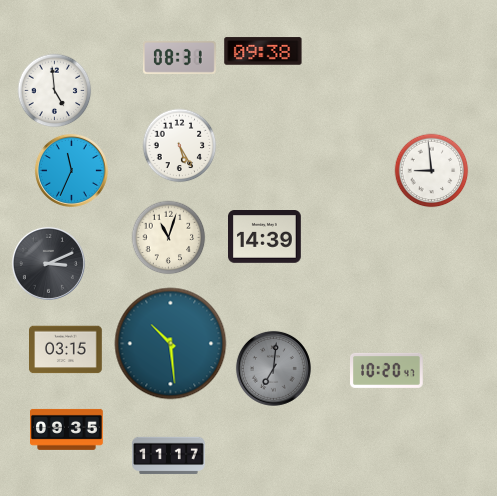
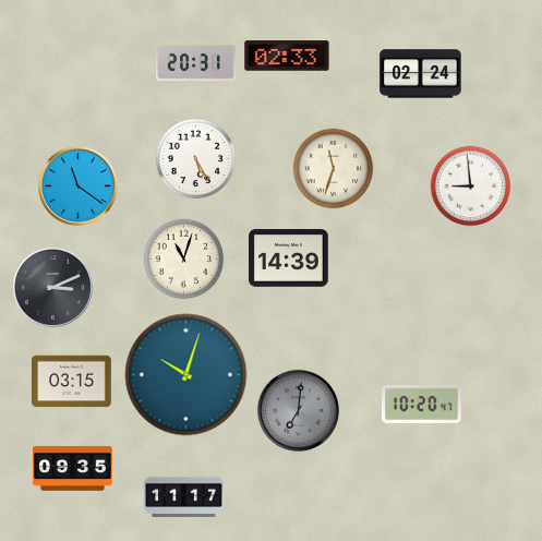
clock at (263, 51): 09:38 -> 02:33
clock at (180, 57): 08:31 -> 20:31
clock at (421, 74): none -> 02:24
clock at (55, 91): 4:59 -> none
clock at (334, 169): none -> 11:33
clock at (71, 170): 11:34 -> 11:21
clock at (171, 344): 10:29 -> 10:03
clock at (273, 368) position: (273, 368) -> (298, 410)
